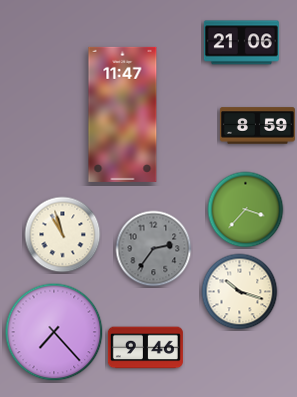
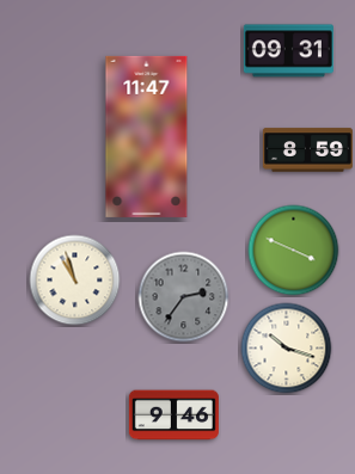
clock at (241, 43): 21:06 -> 09:31
clock at (246, 210): 3:37 -> 3:49
clock at (54, 332): 7:23 -> none
